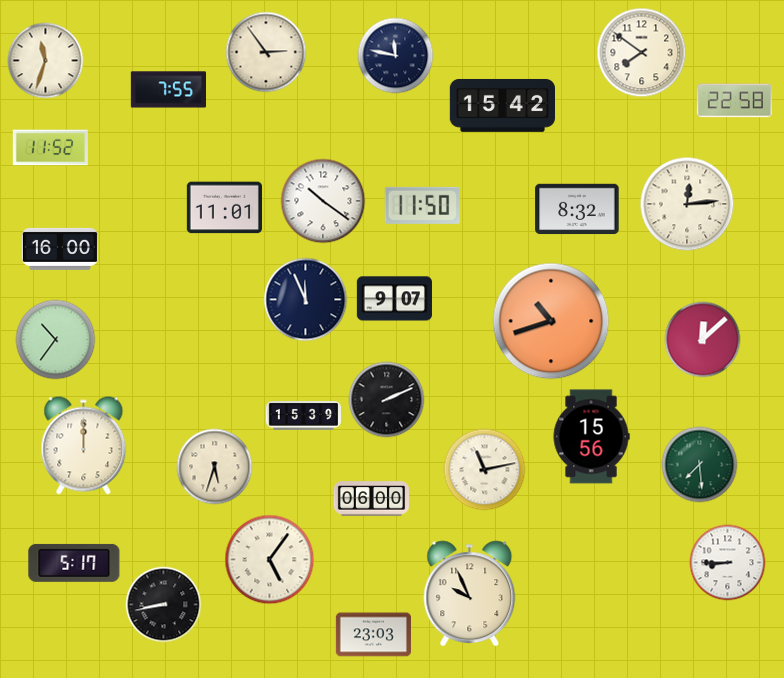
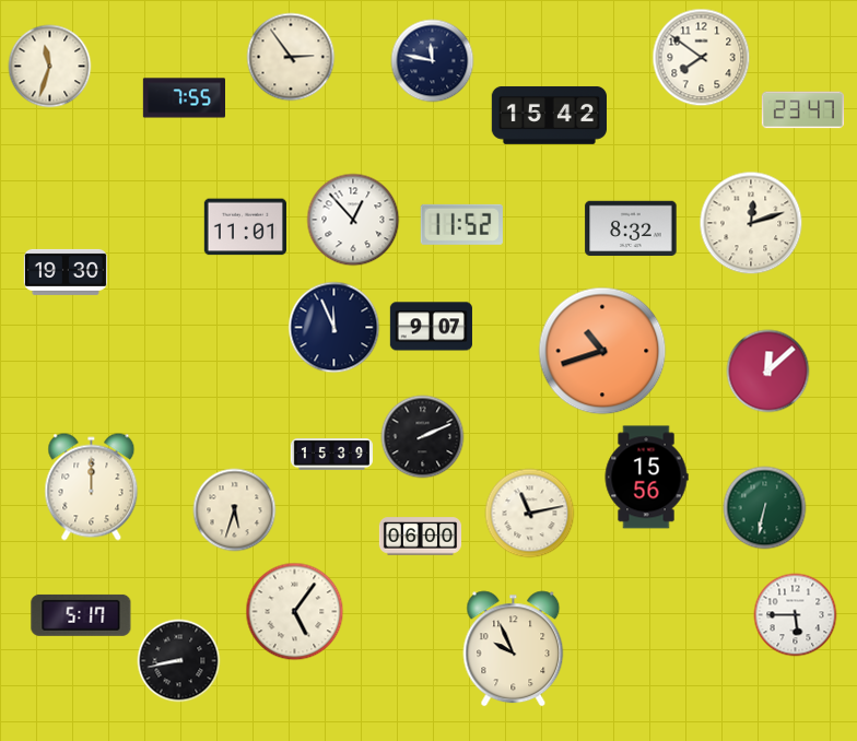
clock at (734, 101): 22:58 -> 23:47
clock at (50, 148): 11:52 -> none
clock at (323, 201): 10:21 -> 12:53
clock at (687, 204): 12:14 -> 12:12
clock at (422, 205): 11:50 -> 11:52
clock at (60, 249): 16:00 -> 19:30
clock at (56, 340): 10:36 -> none
clock at (700, 465): 7:29 -> 6:32
clock at (371, 499) position: (371, 499) -> (420, 537)
clock at (728, 563): 8:45 -> 5:45
clock at (373, 635): 23:03 -> none
